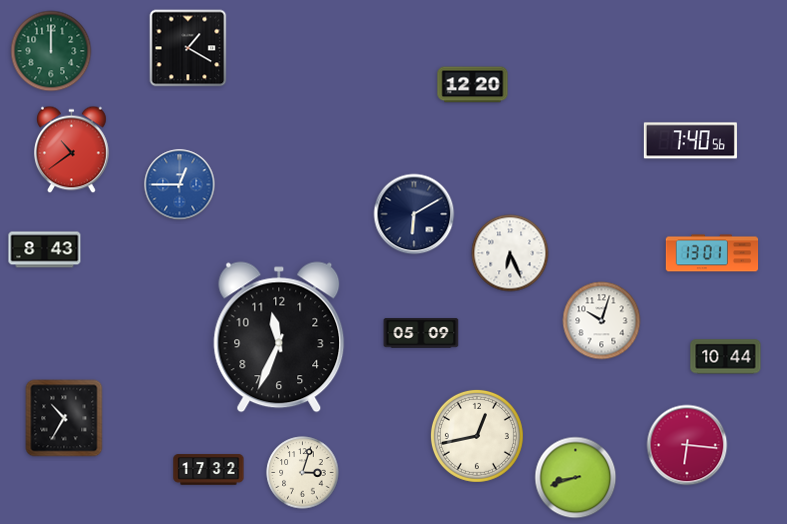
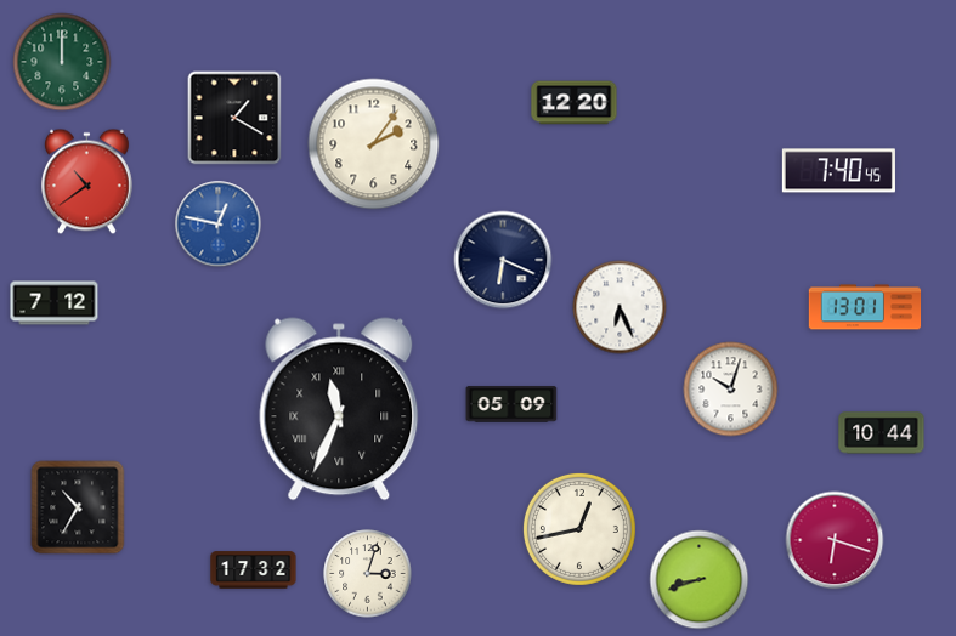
clock at (188, 48) position: (188, 48) -> (234, 118)
clock at (374, 144): none -> 2:06
clock at (690, 141): 7:40:56 -> 7:40:45
clock at (180, 185): 12:45 -> 12:47
clock at (414, 214): 6:10 -> 6:19
clock at (45, 250): 8:43 -> 7:12
clock at (279, 337) numerals: Arabic -> Roman
clock at (687, 445): 6:16 -> 6:18
